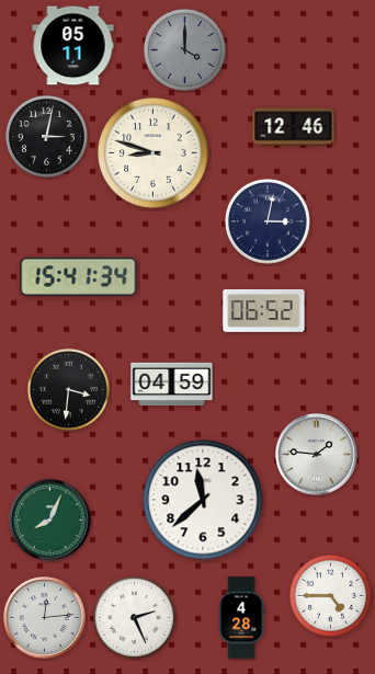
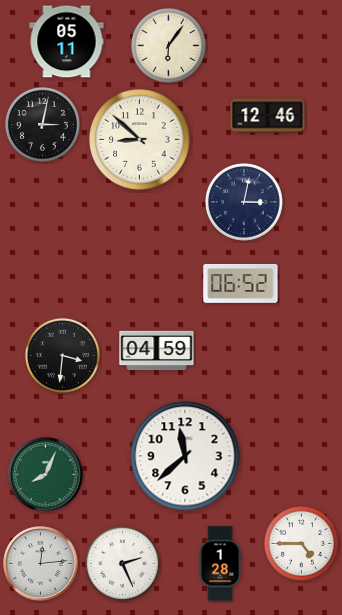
clock at (184, 49): 4:00 -> 6:06
clock at (184, 49) dial: grey -> cream
clock at (154, 153): 8:48 -> 8:52
clock at (79, 276): 15:41 -> none
clock at (317, 455): 1:46 -> none
clock at (241, 618): 4:28 -> 1:28
